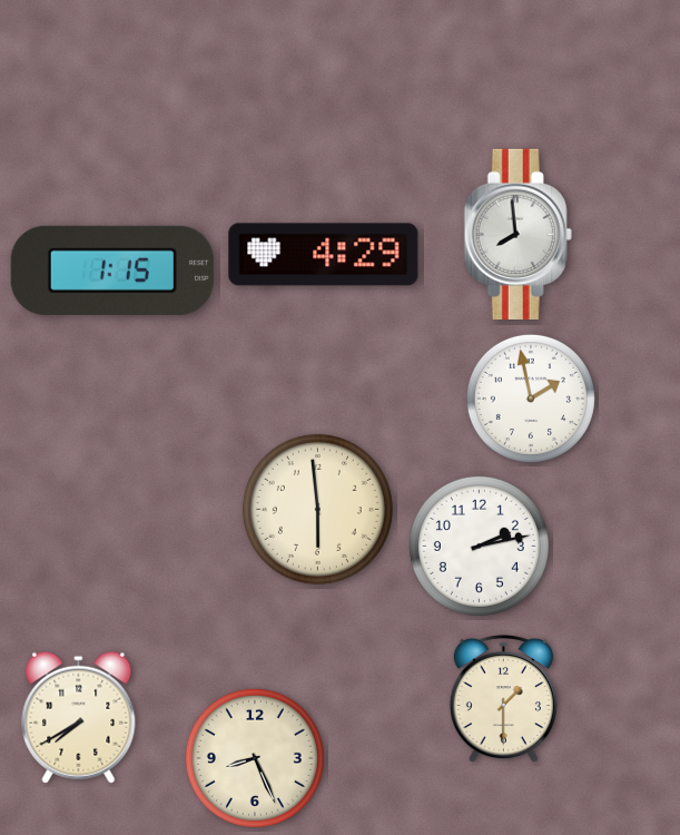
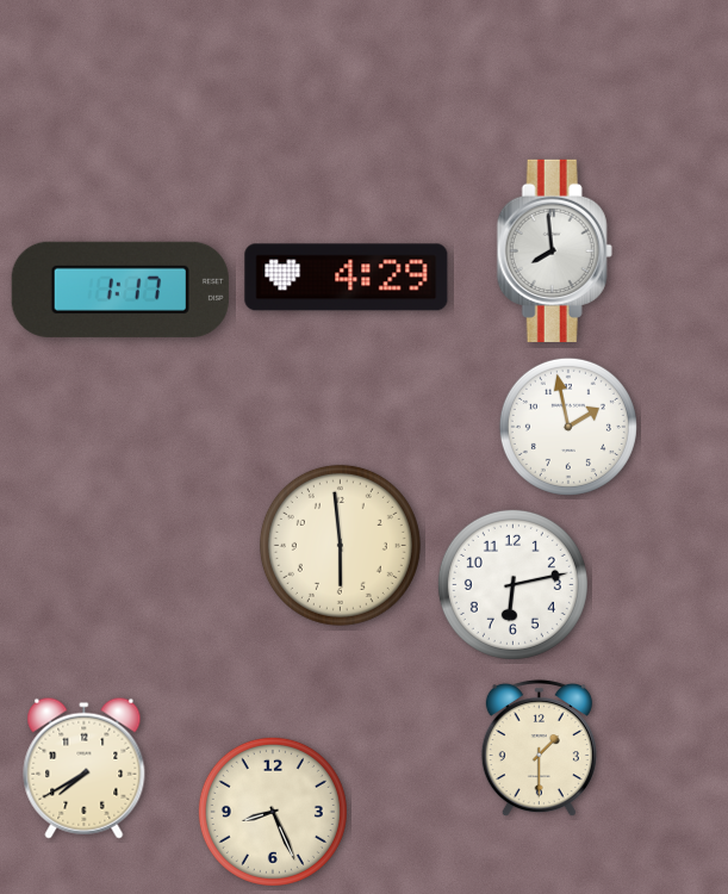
clock at (324, 255) position: (324, 255) -> (347, 278)
clock at (112, 271): 1:15 -> 1:17
clock at (479, 546): 2:13 -> 6:13
